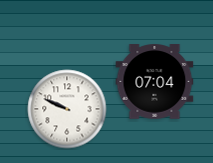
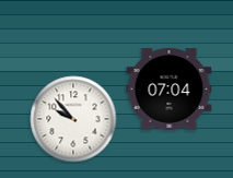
clock at (67, 109): 9:49 -> 9:53
